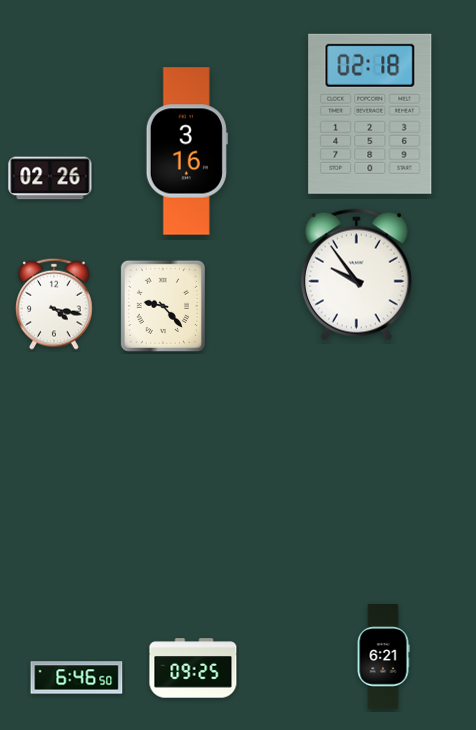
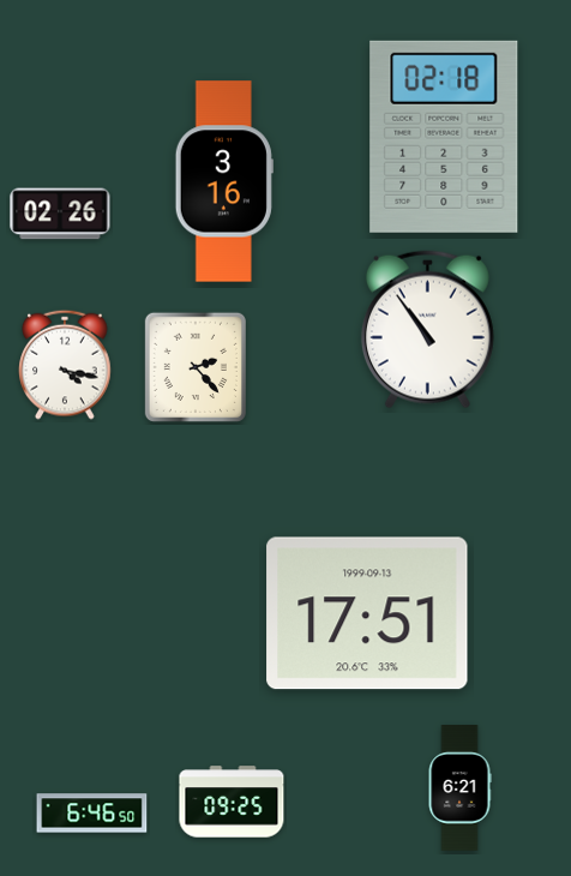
clock at (356, 275): 9:54 -> 10:54
clock at (163, 306): 9:23 -> 2:23
clock at (367, 613): none -> 17:51
